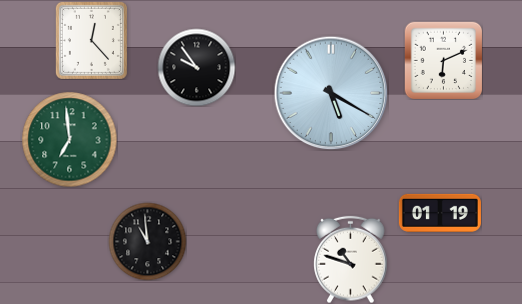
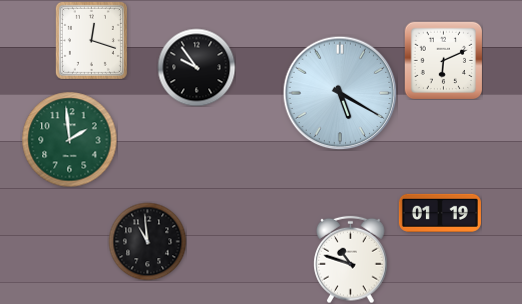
clock at (91, 40): 12:23 -> 12:18
clock at (331, 93) position: (331, 93) -> (340, 93)
clock at (69, 139): 6:59 -> 1:59
